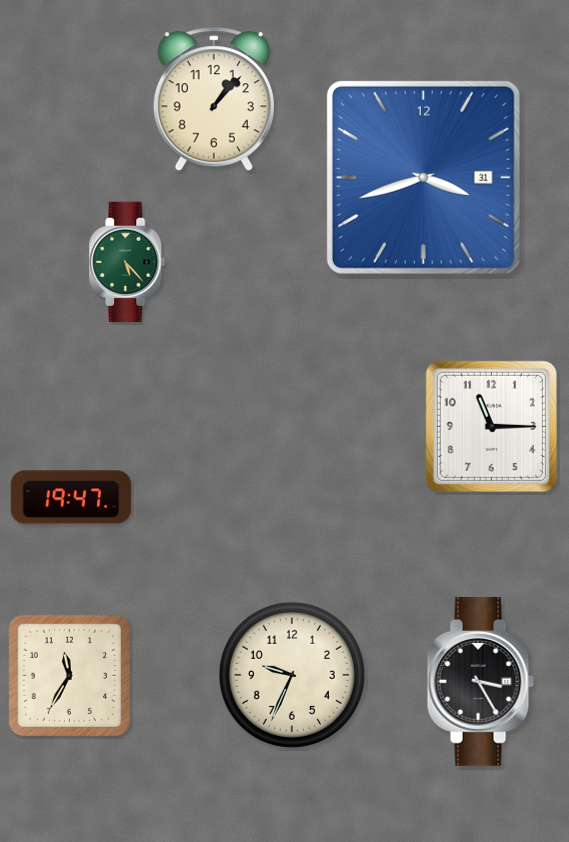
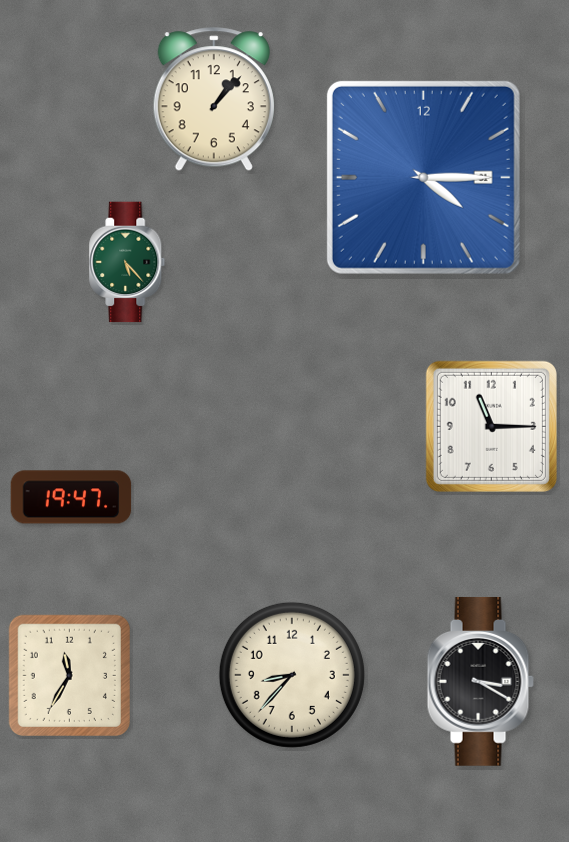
clock at (423, 177): 3:42 -> 4:15
clock at (292, 675): 9:34 -> 8:37
clock at (480, 681): 3:25 -> 3:20
